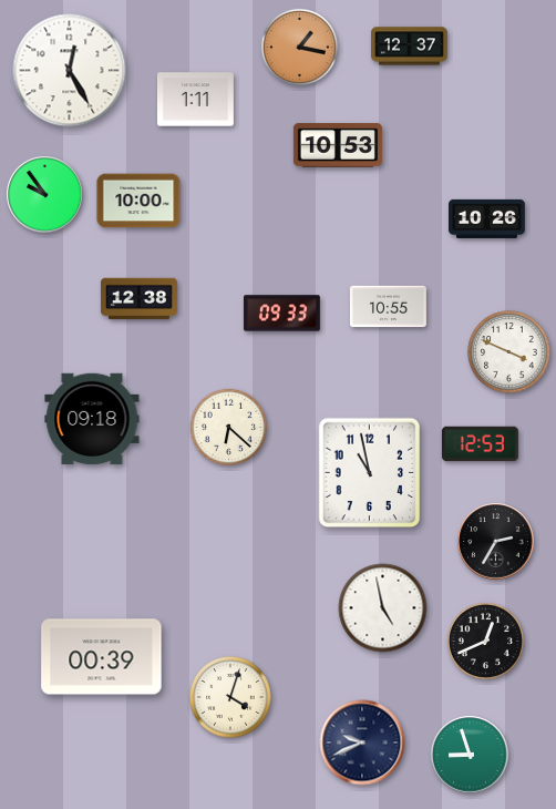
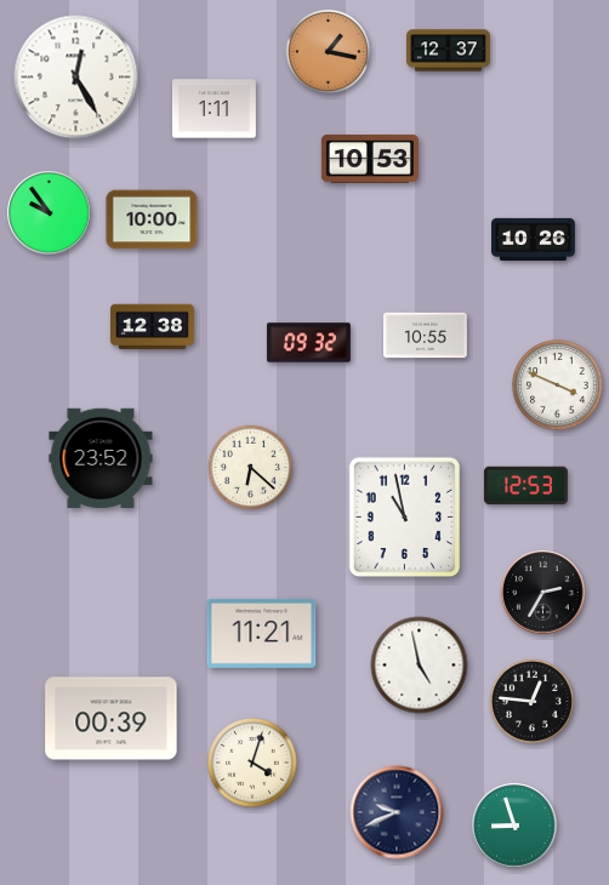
clock at (281, 314): 09:33 -> 09:32
clock at (92, 419): 09:18 -> 23:52
clock at (262, 633): none -> 11:21
clock at (485, 641): 12:41 -> 12:46
